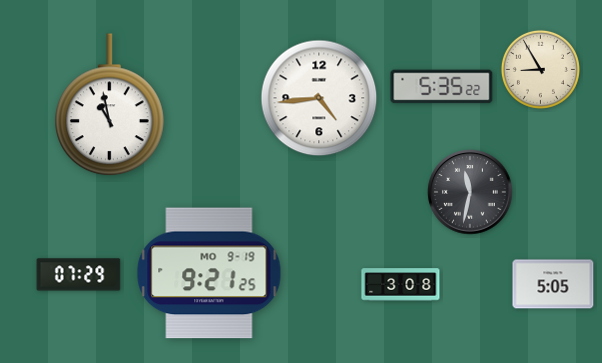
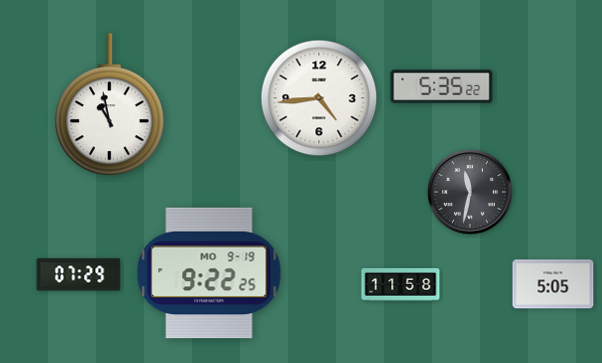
clock at (540, 69): 8:55 -> none
clock at (209, 273): 9:21 -> 9:22
clock at (401, 285): 3:08 -> 11:58
